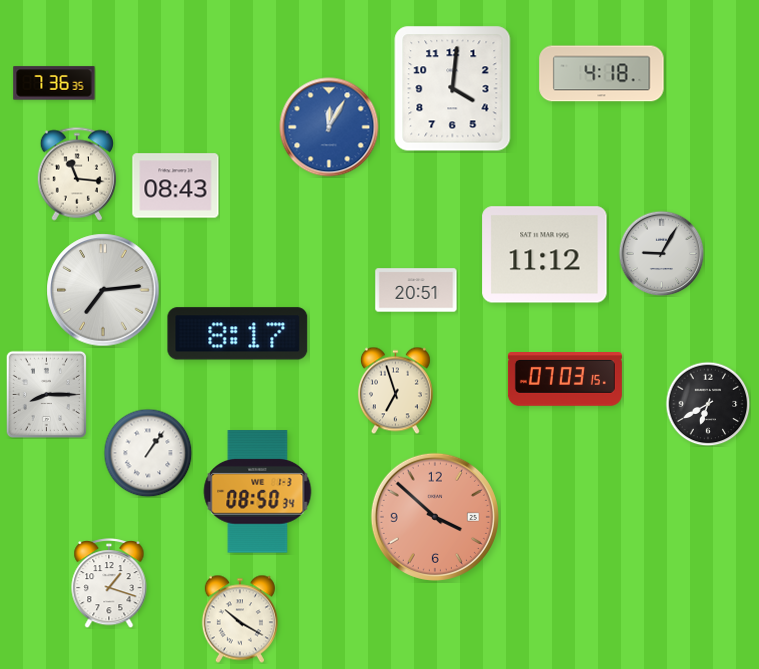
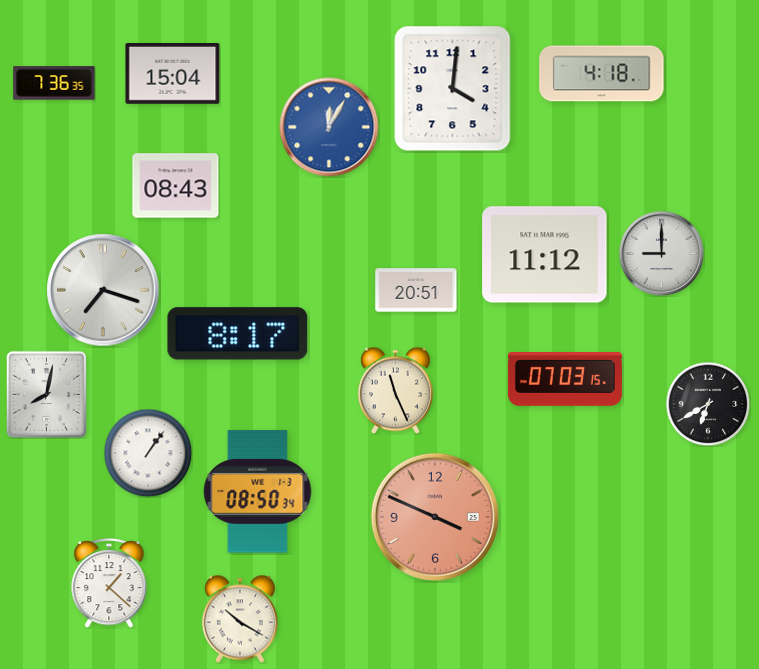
clock at (173, 74): none -> 15:04
clock at (76, 174): 11:16 -> none
clock at (661, 253): 9:05 -> 9:00
clock at (103, 290): 7:14 -> 7:18
clock at (395, 390): 6:57 -> 11:26
clock at (46, 394): 8:15 -> 8:02
clock at (435, 517): 3:52 -> 3:49
clock at (109, 584): 1:18 -> 1:22
